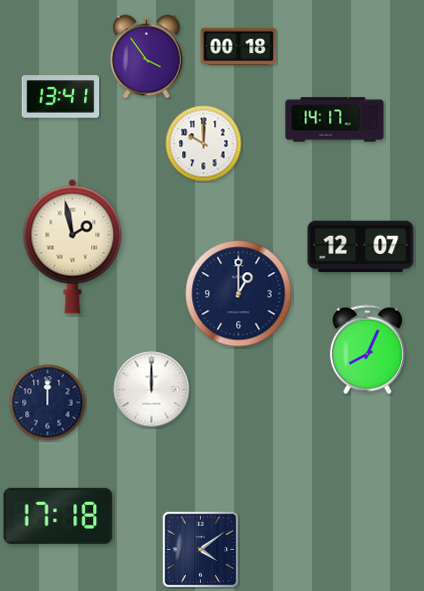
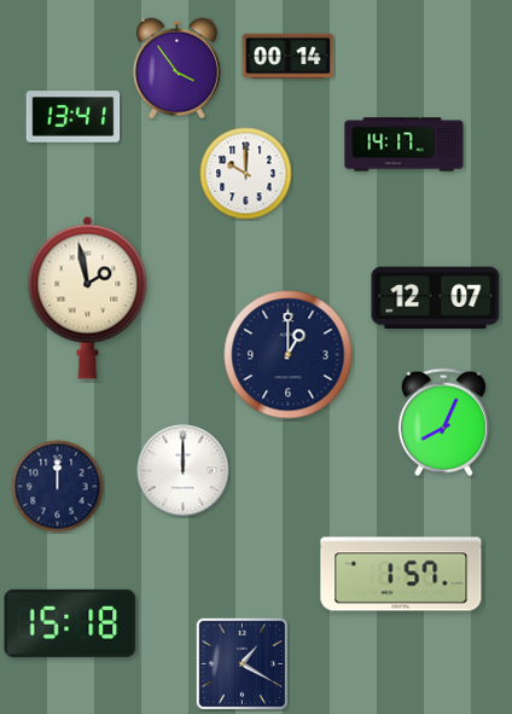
clock at (239, 46): 00:18 -> 00:14
clock at (401, 574): none -> 1:57
clock at (58, 516): 17:18 -> 15:18
clock at (200, 549): 4:09 -> 1:20
